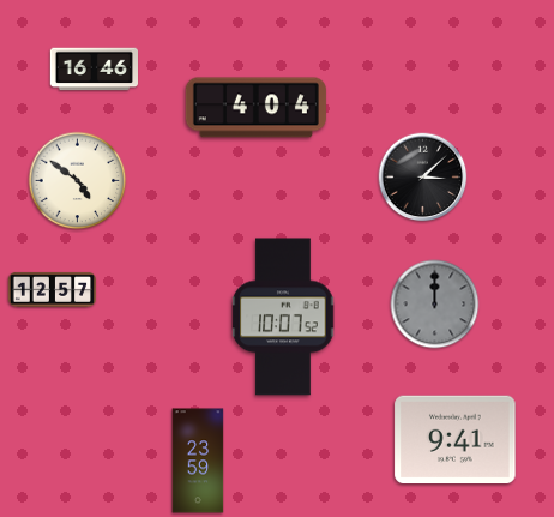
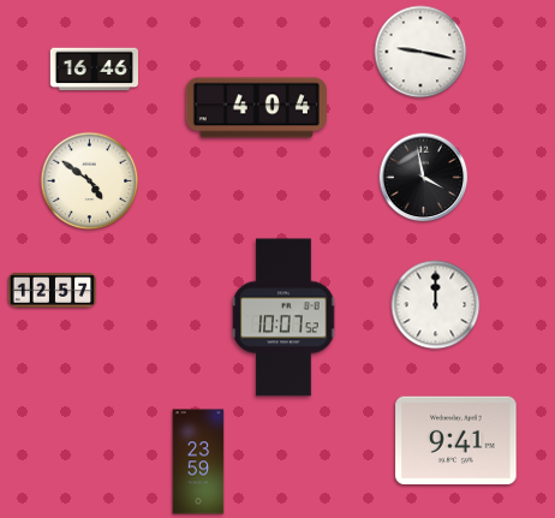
clock at (420, 52): none -> 9:17
clock at (423, 178): 3:08 -> 3:58
clock at (78, 181) position: (78, 181) -> (90, 181)
clock at (435, 305) dial: grey -> white
